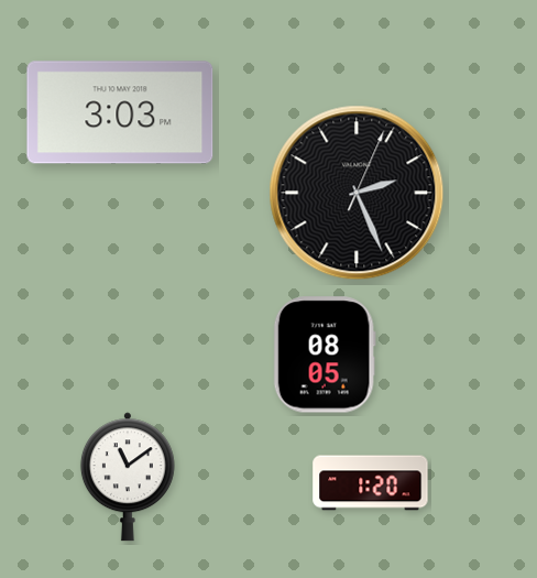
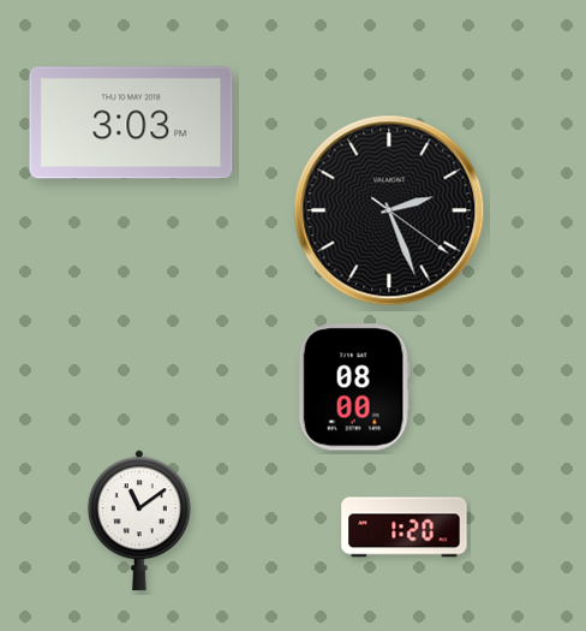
clock at (357, 193): 2:26:04 -> 2:26:21
clock at (325, 355): 08:05 -> 08:00
